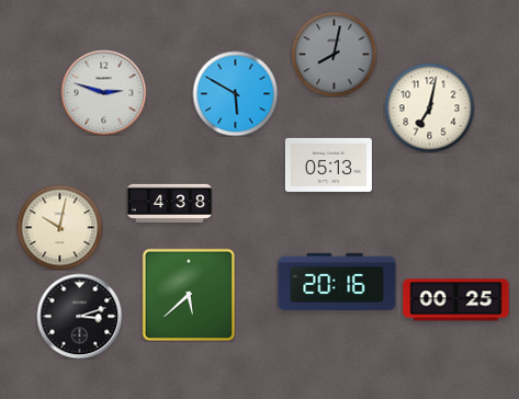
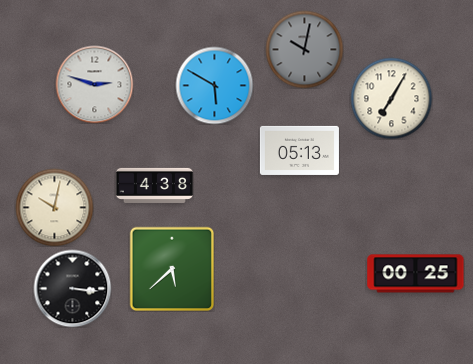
clock at (334, 54): 8:02 -> 10:02
clock at (429, 107): 7:02 -> 7:05
clock at (337, 282): 20:16 -> none
clock at (79, 316): 3:12 -> 3:16
